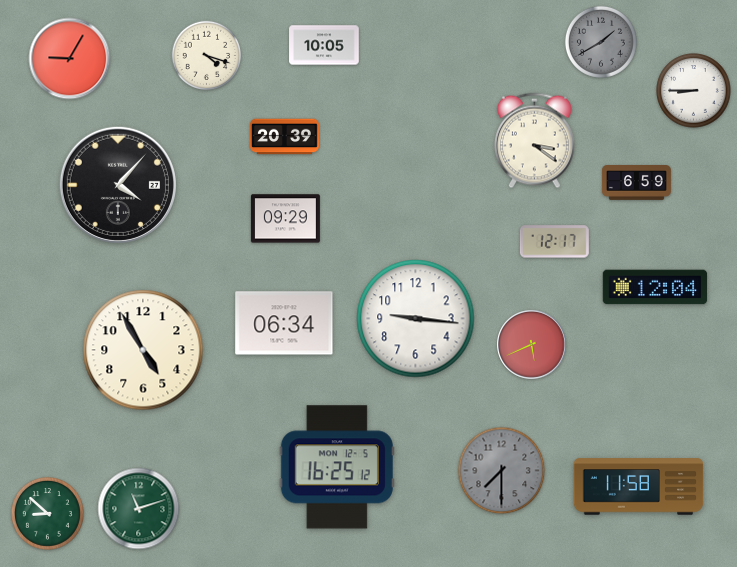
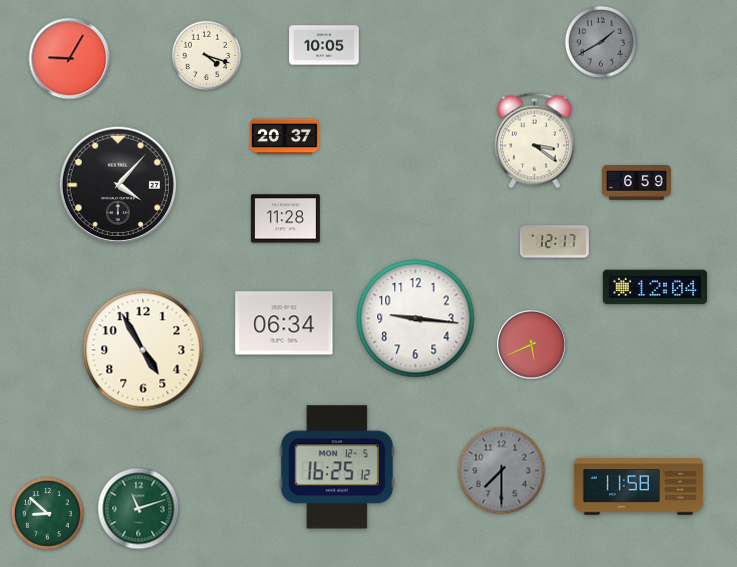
clock at (694, 91): 8:45 -> none
clock at (284, 137): 20:39 -> 20:37
clock at (285, 219): 09:29 -> 11:28
